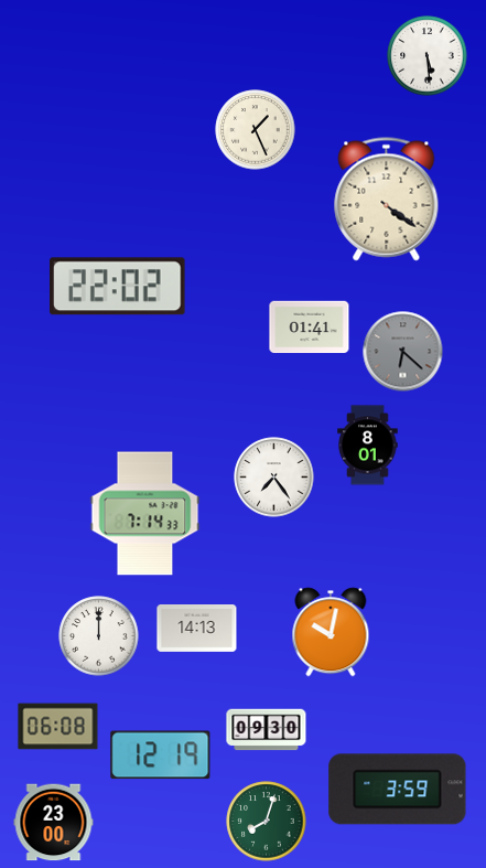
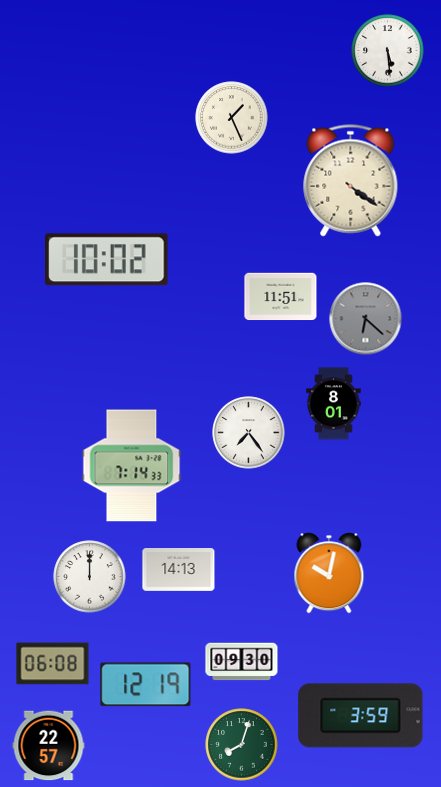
clock at (118, 287): 22:02 -> 10:02
clock at (310, 328): 01:41 -> 11:51
clock at (331, 632) position: (331, 632) -> (329, 573)
clock at (58, 727) position: (58, 727) -> (53, 664)
clock at (54, 823): 23:00 -> 22:57
